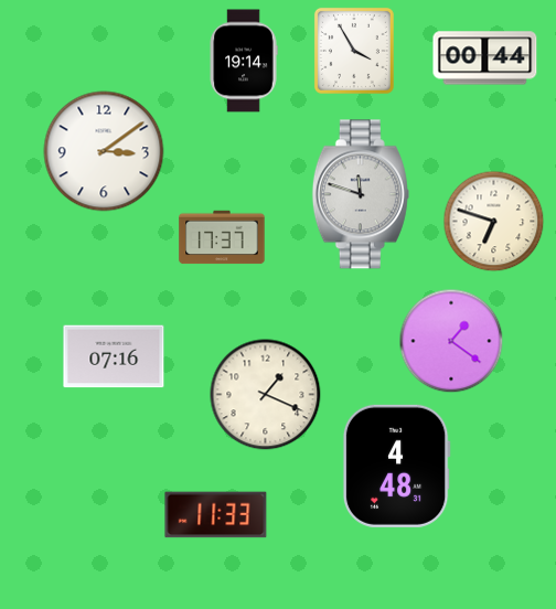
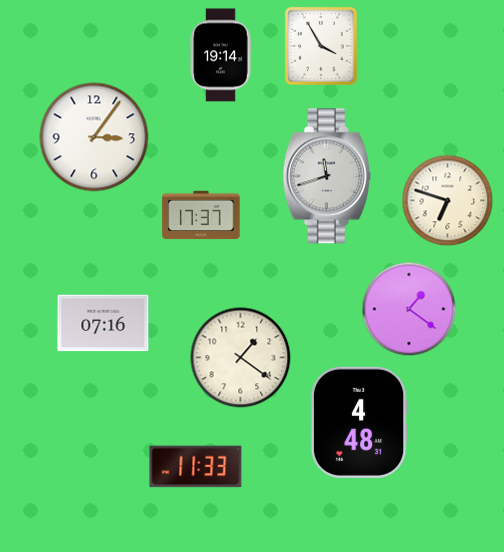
clock at (485, 58): 00:44 -> none
clock at (104, 151): 3:09 -> 3:06
clock at (361, 194): 11:48 -> 11:42
clock at (266, 395): 1:19 -> 1:21
